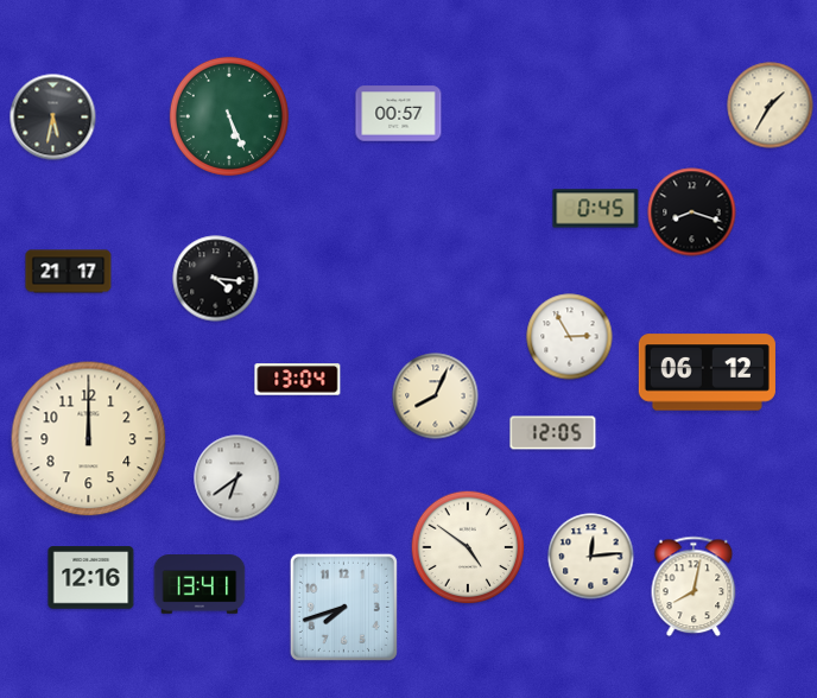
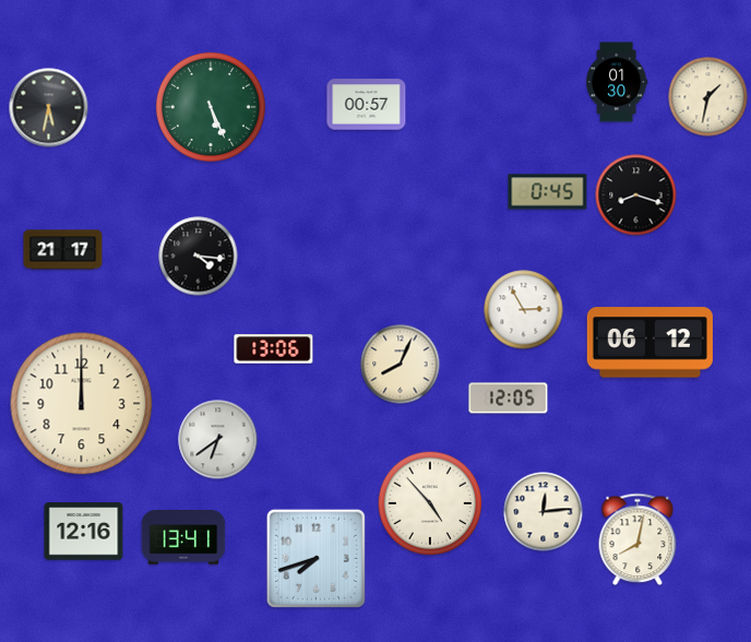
clock at (618, 82): none -> 01:30
clock at (771, 106): 1:35 -> 1:32
clock at (298, 380): 13:04 -> 13:06
clock at (468, 547): 4:51 -> 4:53
